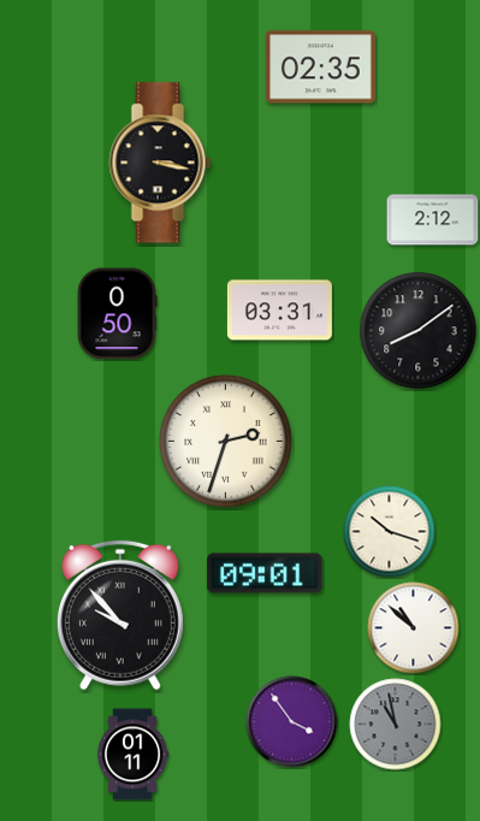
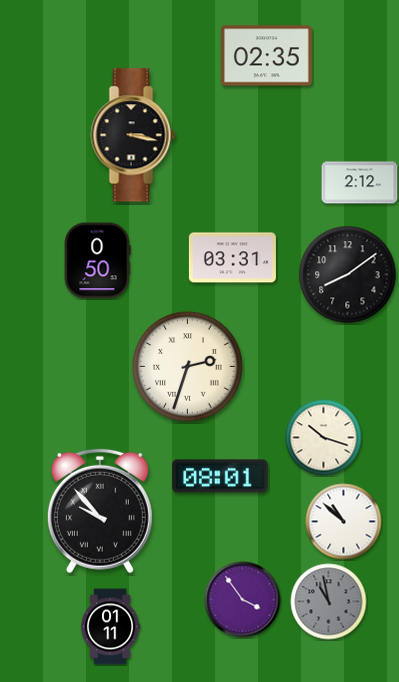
clock at (390, 532) position: (390, 532) -> (324, 438)
clock at (265, 573): 09:01 -> 08:01
